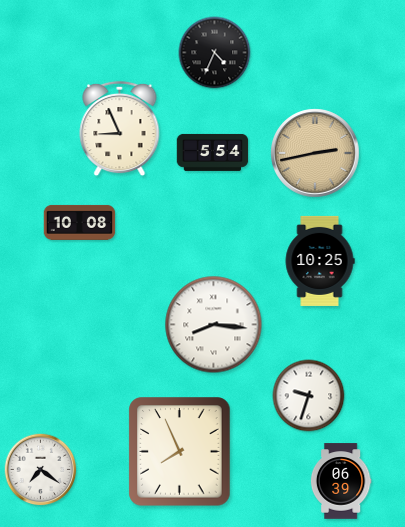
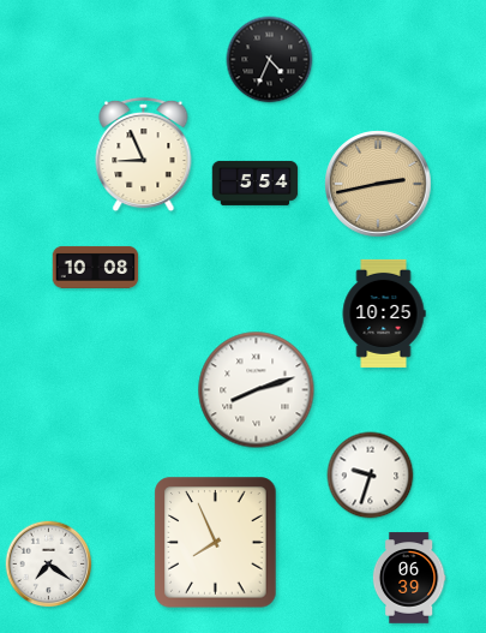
clock at (215, 53) position: (215, 53) -> (270, 60)
clock at (214, 325): 8:16 -> 8:12
